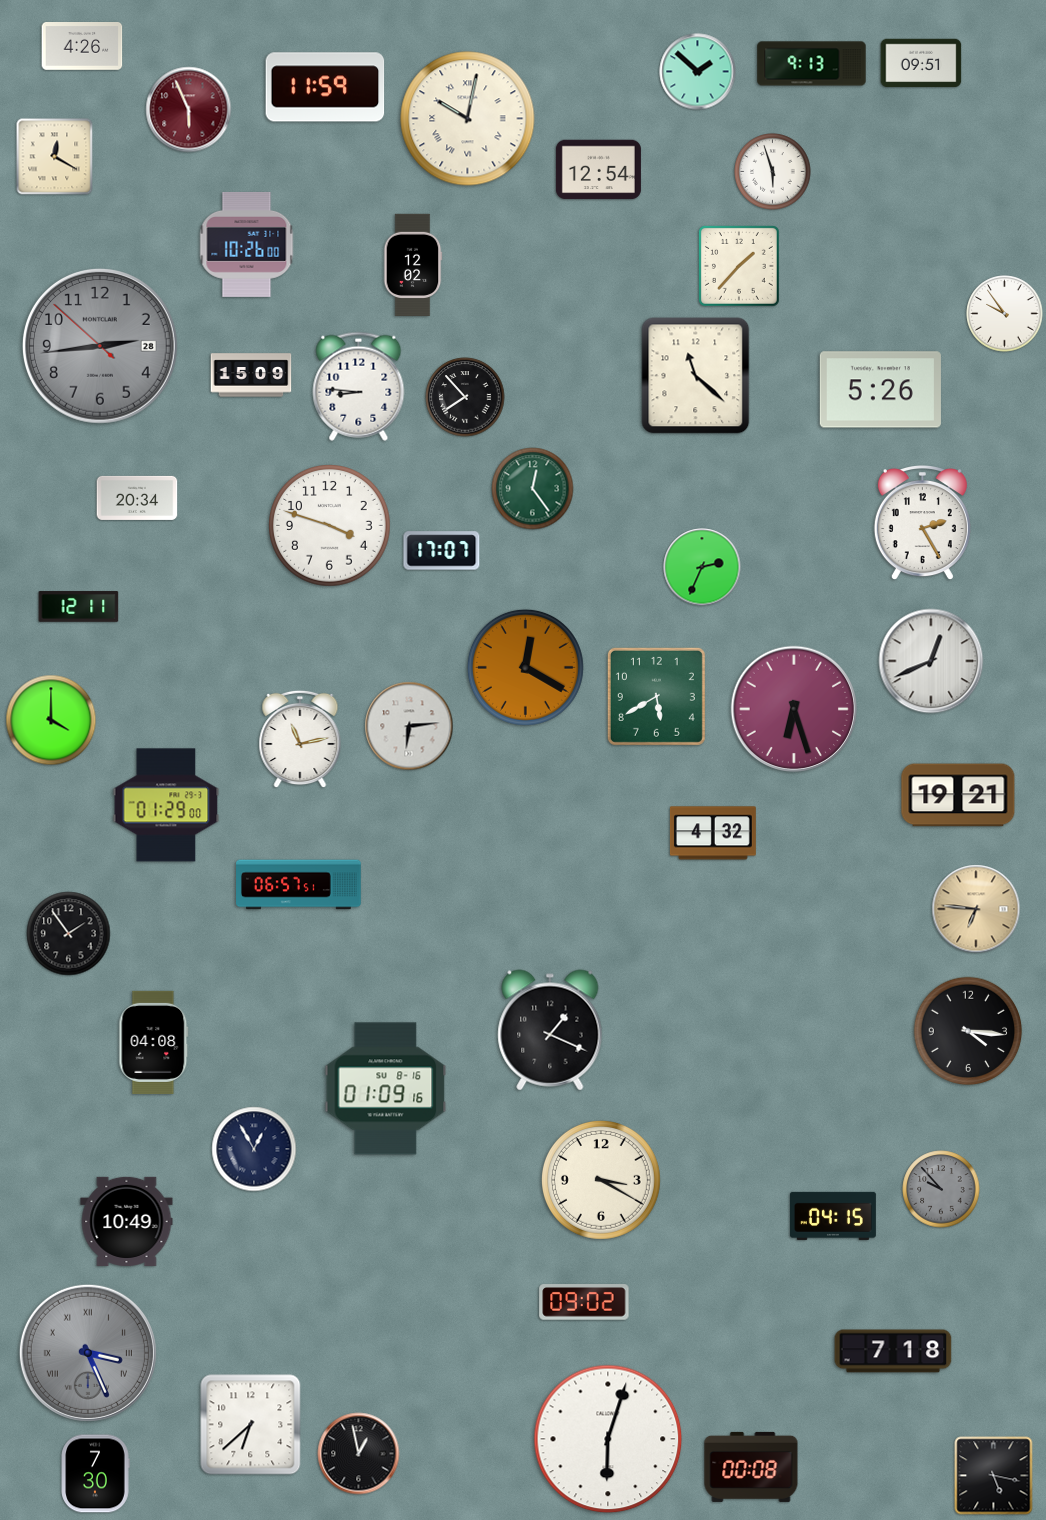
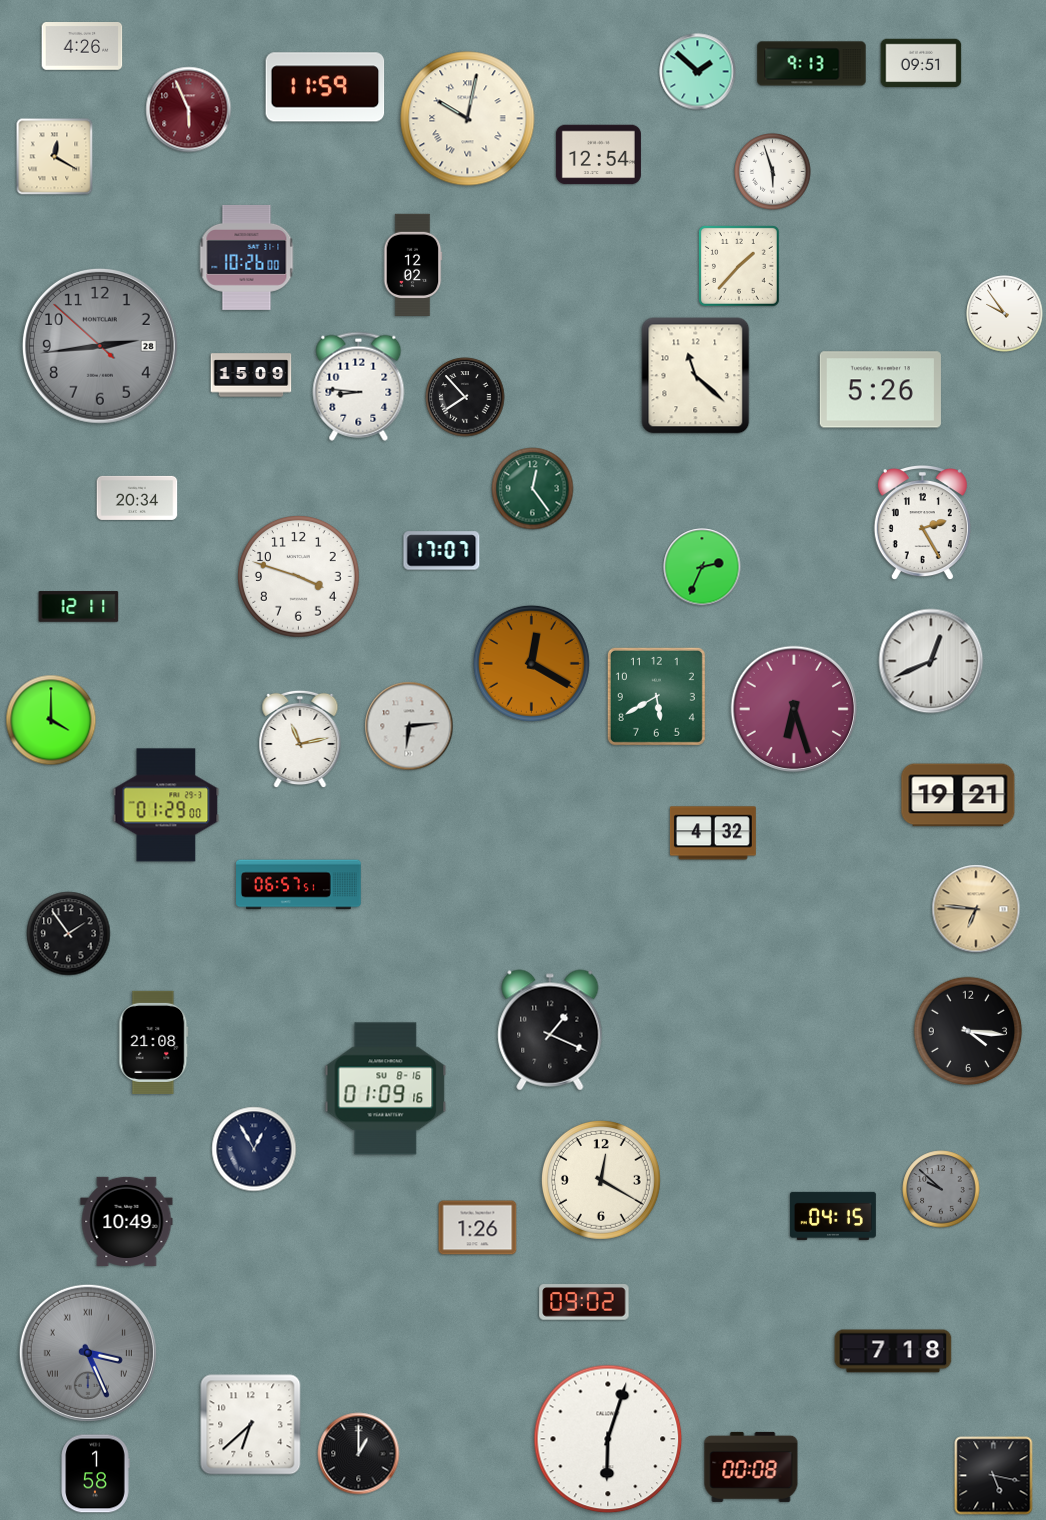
clock at (598, 170) position: (598, 170) -> (598, 155)
clock at (247, 244) position: (247, 244) -> (247, 257)
clock at (330, 526) position: (330, 526) -> (299, 577)
clock at (525, 667) position: (525, 667) -> (531, 663)
clock at (154, 1042): 04:08 -> 21:08
clock at (601, 1180): 3:20 -> 12:20
clock at (941, 1189): 9:53 -> 9:52
clock at (478, 1228): none -> 1:26
clock at (359, 1454): 12:58 -> 1:00
clock at (95, 1474): 7:30 -> 1:58
